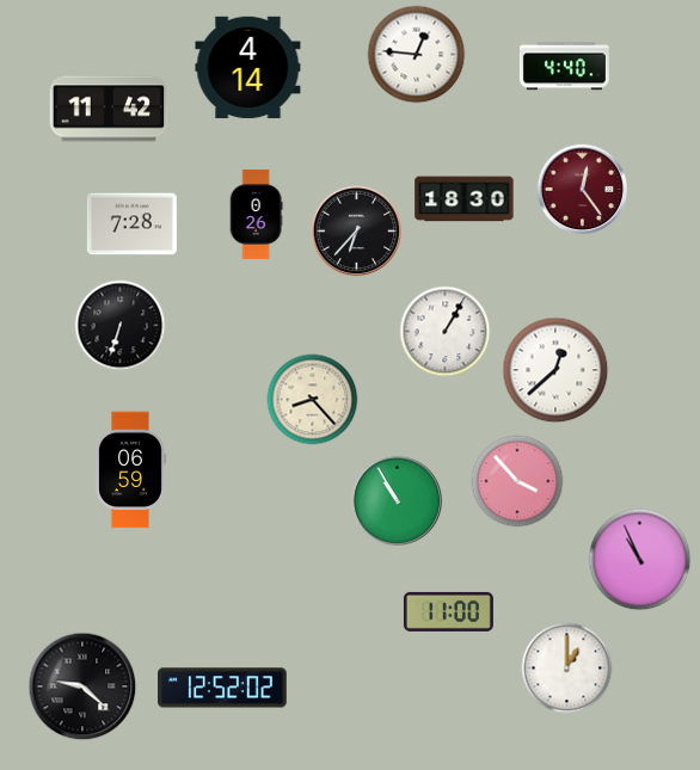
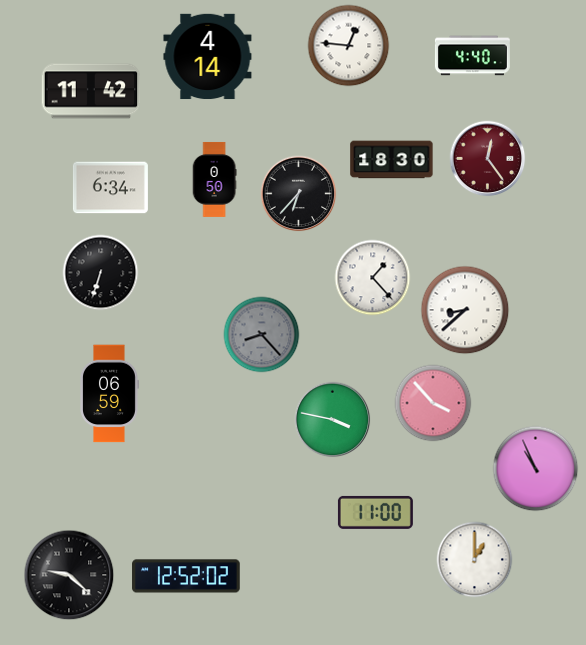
clock at (465, 199) position: (465, 199) -> (392, 160)
clock at (256, 214): 0:26 -> 0:50
clock at (131, 224): 7:28 -> 6:34
clock at (446, 332): 1:05 -> 1:23
clock at (555, 370): 12:38 -> 8:38
clock at (313, 400) dial: cream -> grey
clock at (398, 501): 10:55 -> 3:47
